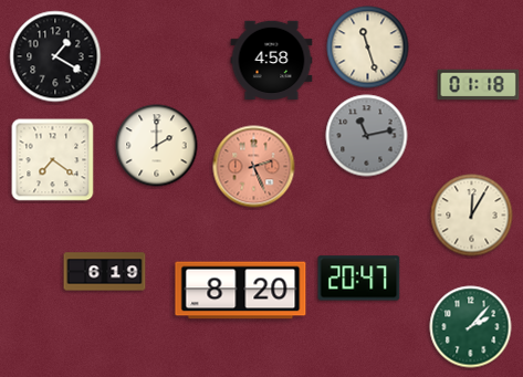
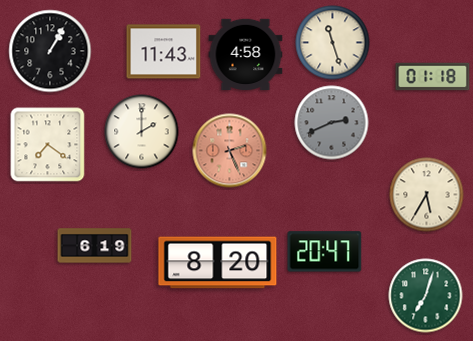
clock at (55, 56): 1:20 -> 1:05
clock at (164, 52): none -> 11:43
clock at (367, 136): 11:13 -> 2:41
clock at (472, 216): 12:05 -> 5:35
clock at (471, 327): 2:07 -> 7:03
